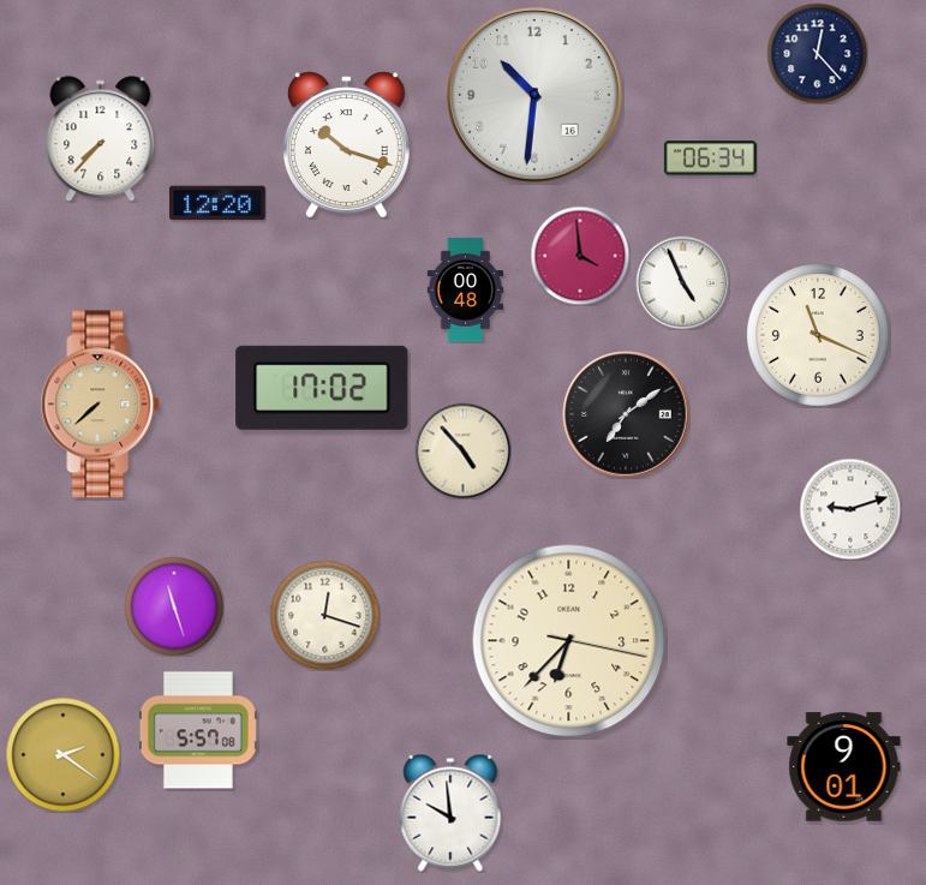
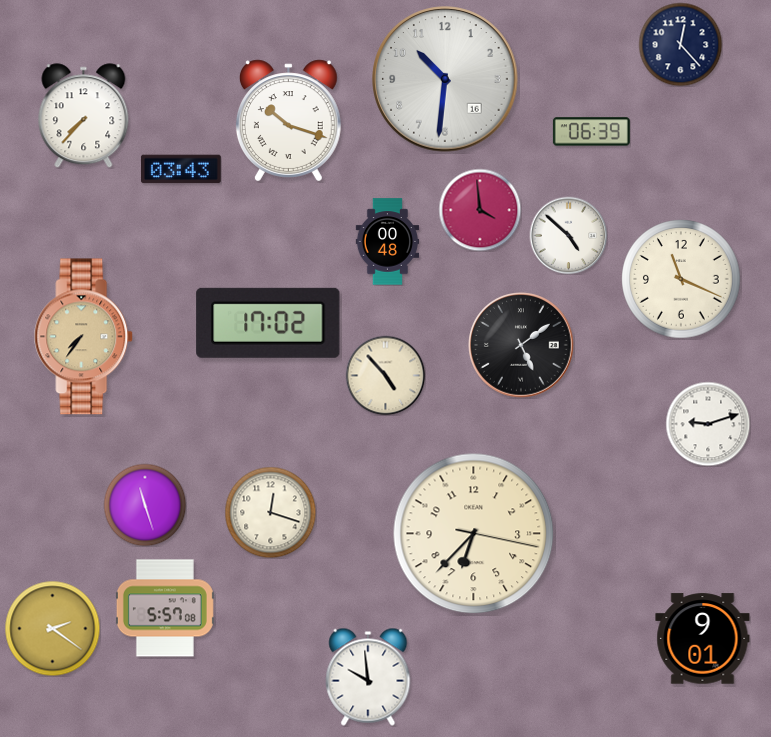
clock at (710, 159): 06:34 -> 06:39
clock at (217, 203): 12:20 -> 03:43
clock at (580, 256) position: (580, 256) -> (480, 210)
clock at (682, 282): 4:56 -> 4:52
clock at (101, 405): 7:38 -> 7:36
clock at (626, 414): 7:09 -> 5:09
clock at (450, 813) position: (450, 813) -> (368, 677)
